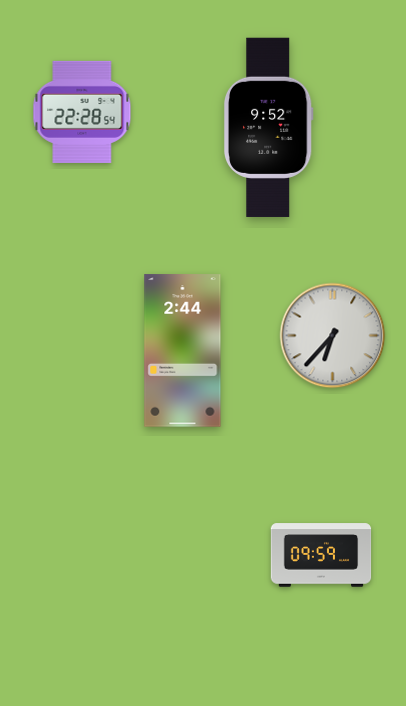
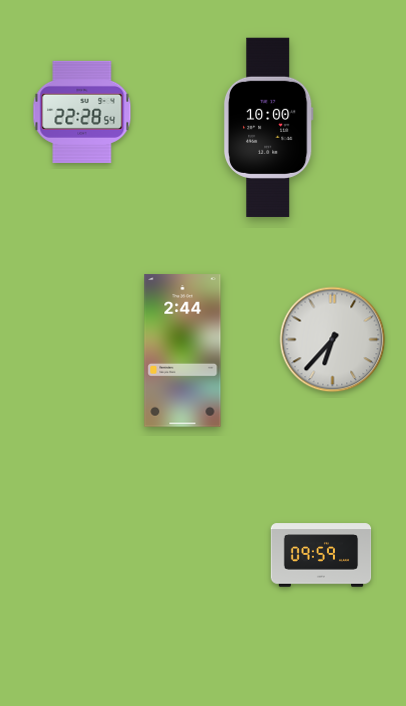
clock at (268, 127): 9:52 -> 10:00
clock at (333, 336) position: (333, 336) -> (333, 340)
